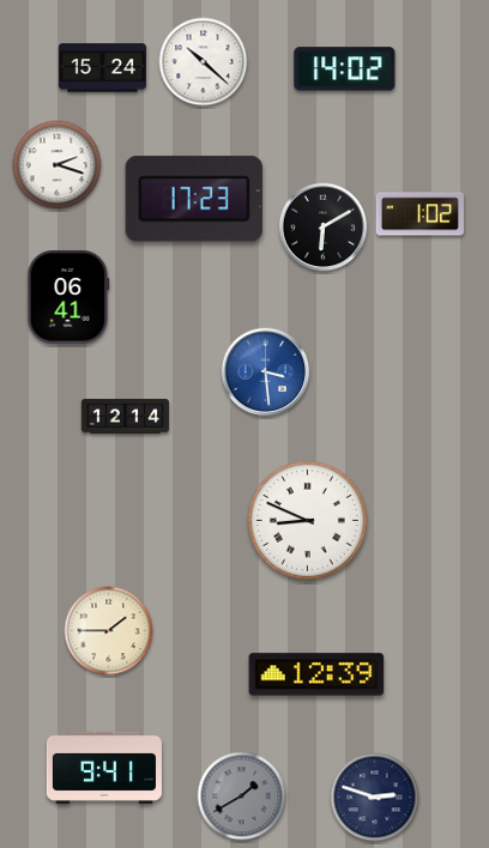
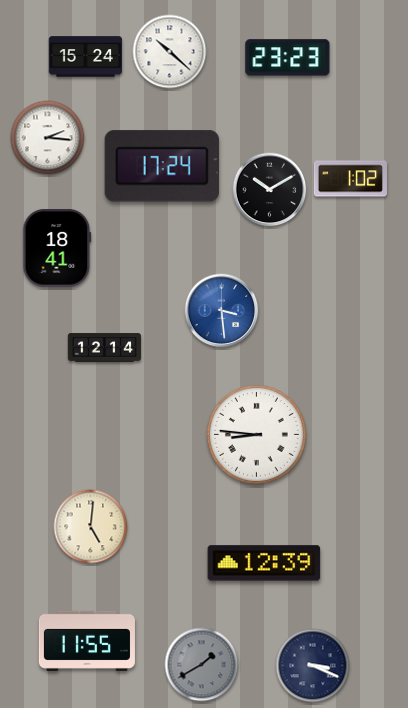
clock at (345, 69): 14:02 -> 23:23
clock at (58, 165): 2:18 -> 2:16
clock at (194, 199): 17:23 -> 17:24
clock at (324, 228): 6:10 -> 10:10
clock at (68, 297): 06:41 -> 18:41
clock at (307, 520): 8:49 -> 8:46
clock at (109, 631): 1:45 -> 5:01
clock at (104, 768): 9:41 -> 11:55
clock at (375, 798): 2:48 -> 3:19
